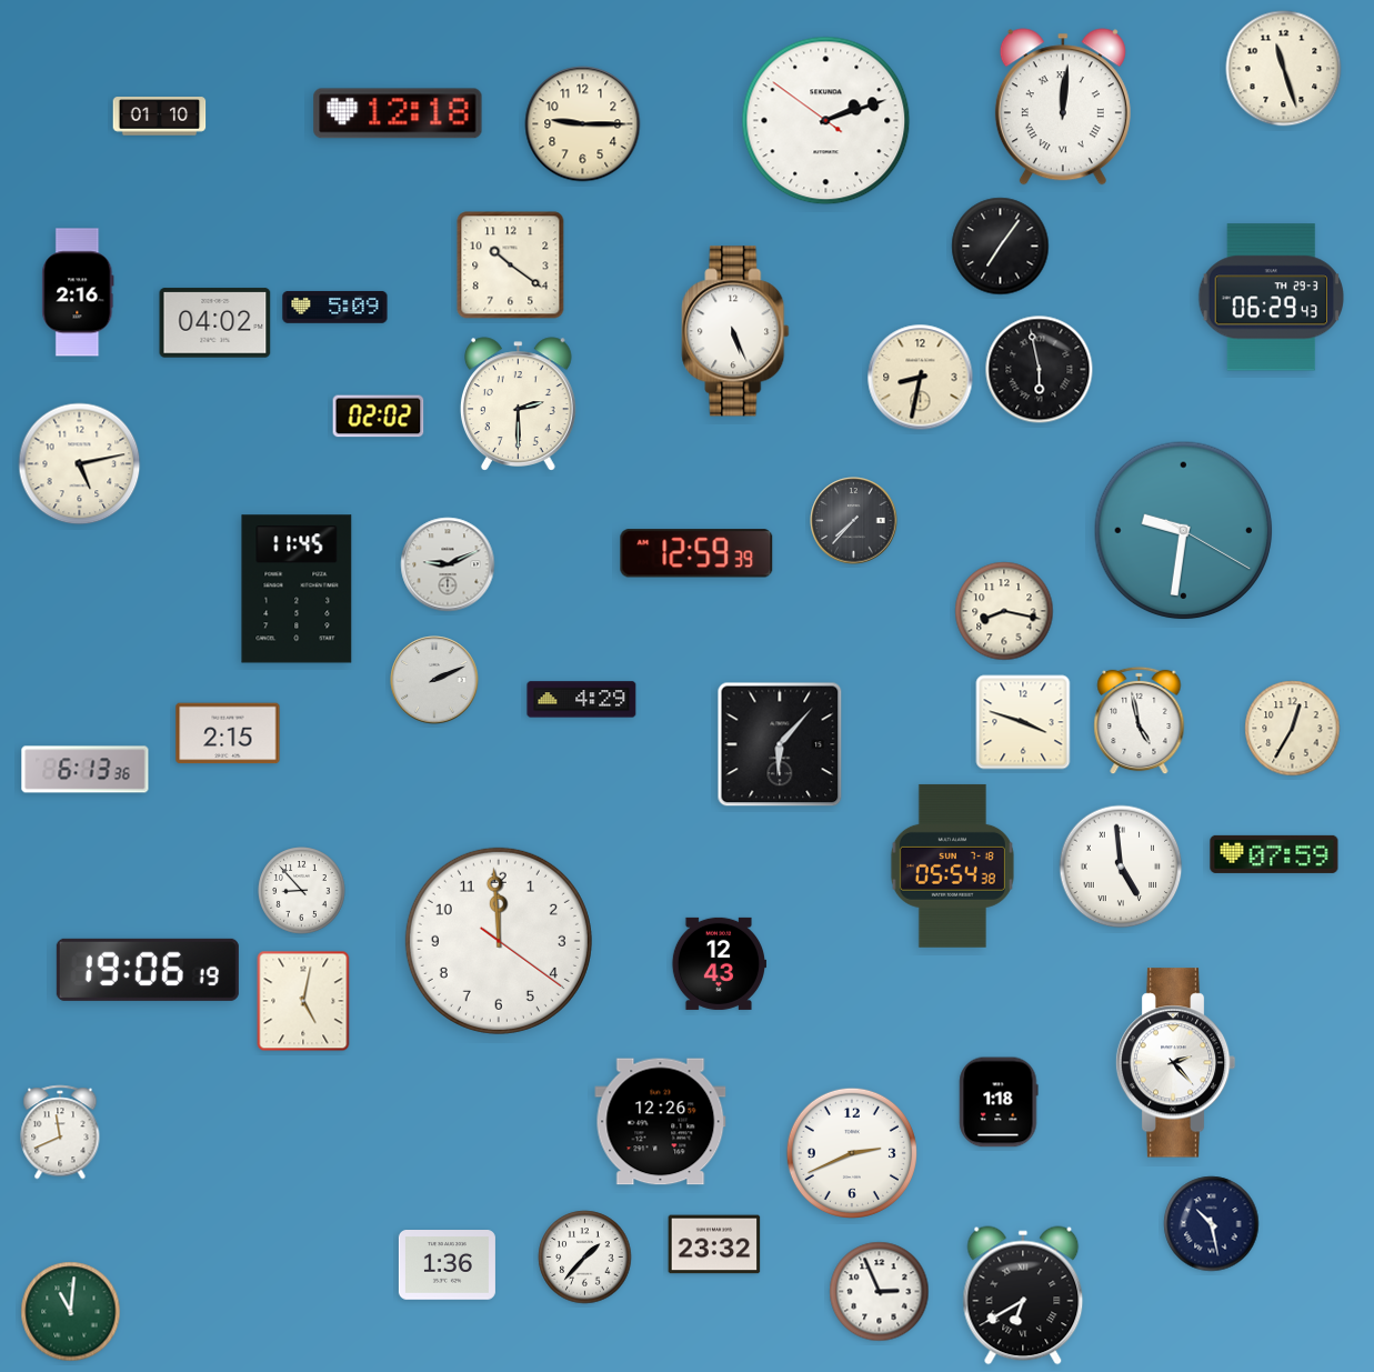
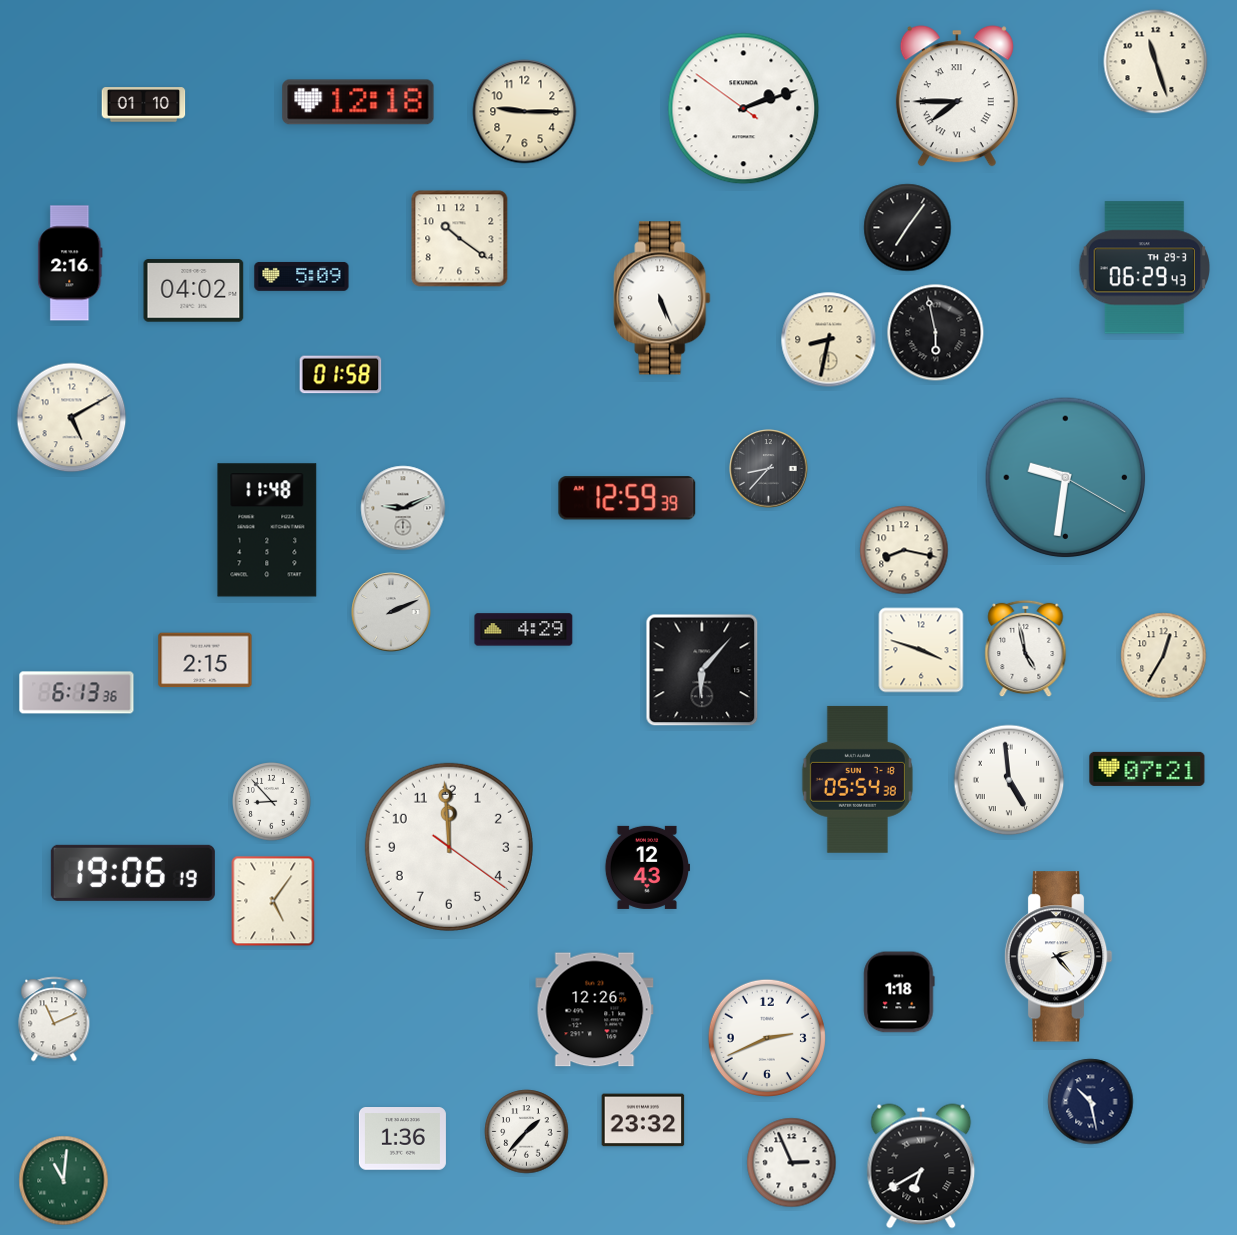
clock at (1063, 107): 12:01 -> 7:45
clock at (1001, 247) position: (1001, 247) -> (908, 228)
clock at (518, 404): 2:30 -> none
clock at (379, 417): 02:02 -> 01:58
clock at (80, 464): 5:13 -> 5:10
clock at (854, 521): 7:37 -> 8:37
clock at (297, 589): 11:45 -> 11:48
clock at (1274, 854): 07:59 -> 07:21
clock at (303, 1001): 5:02 -> 5:06
clock at (60, 1132): 11:41 -> 11:11
